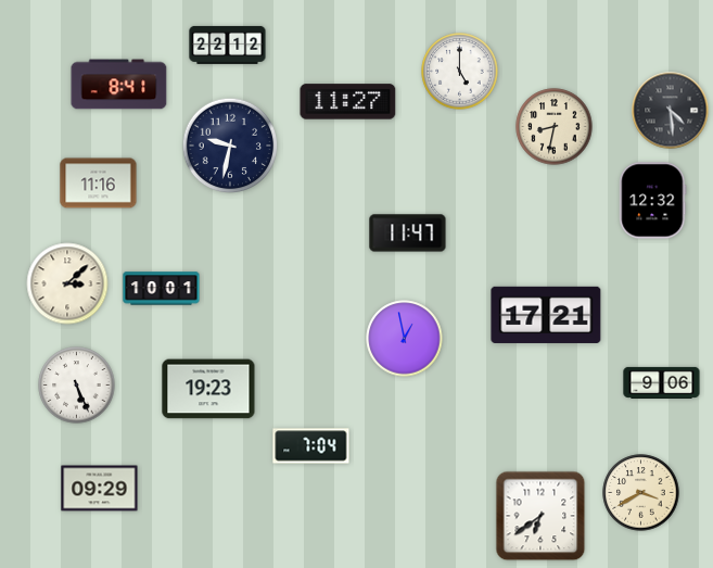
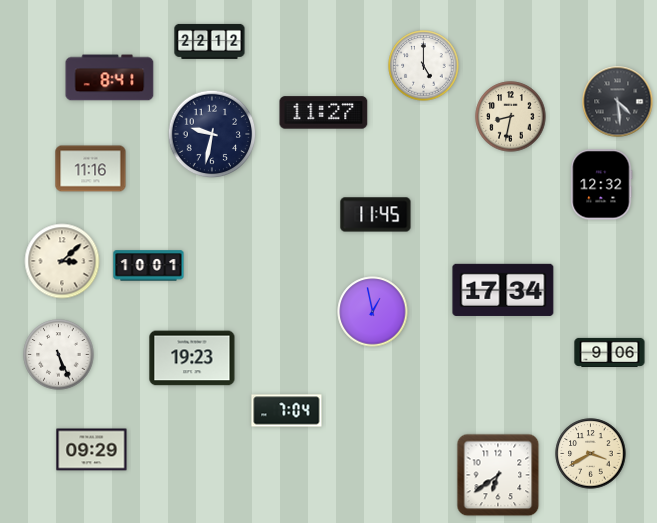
clock at (348, 102) position: (348, 102) -> (324, 113)
clock at (408, 233): 11:47 -> 11:45
clock at (546, 315): 17:21 -> 17:34
clock at (77, 386) position: (77, 386) -> (59, 355)
